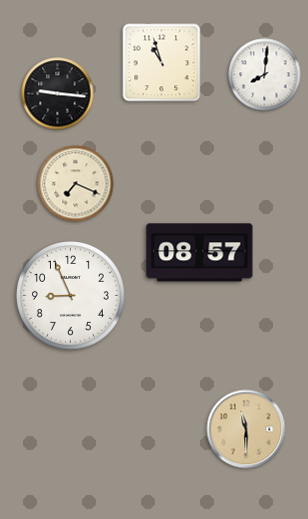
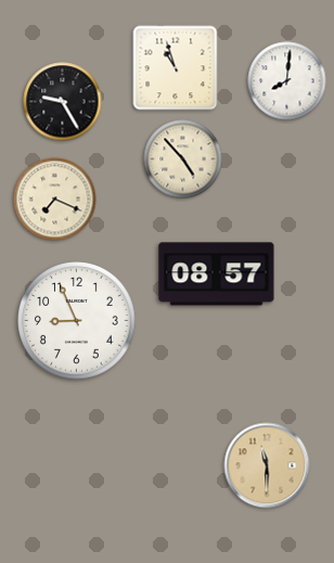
clock at (58, 94): 9:16 -> 9:25
clock at (183, 159): none -> 4:53
clock at (76, 184) position: (76, 184) -> (55, 200)
